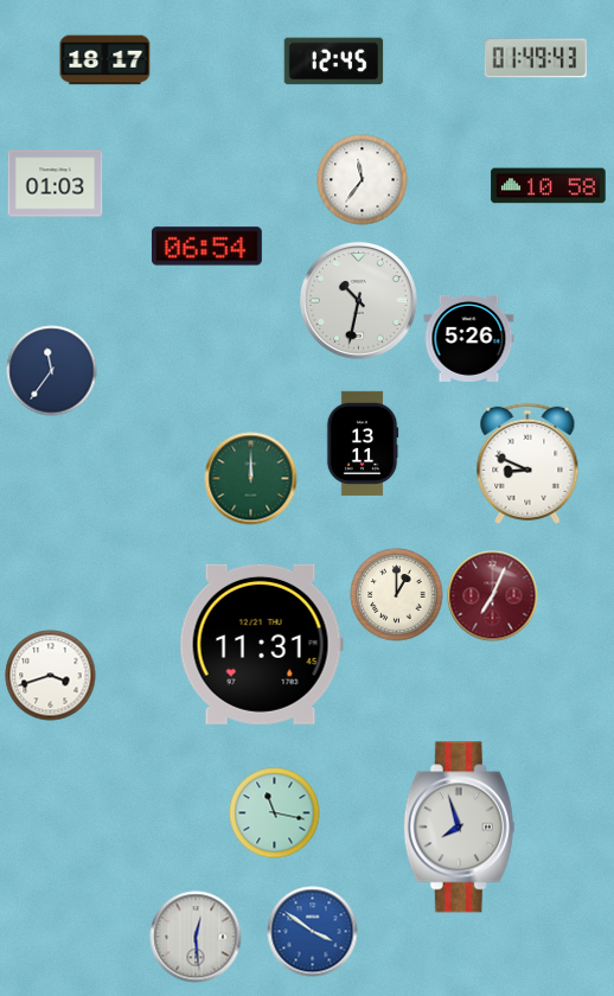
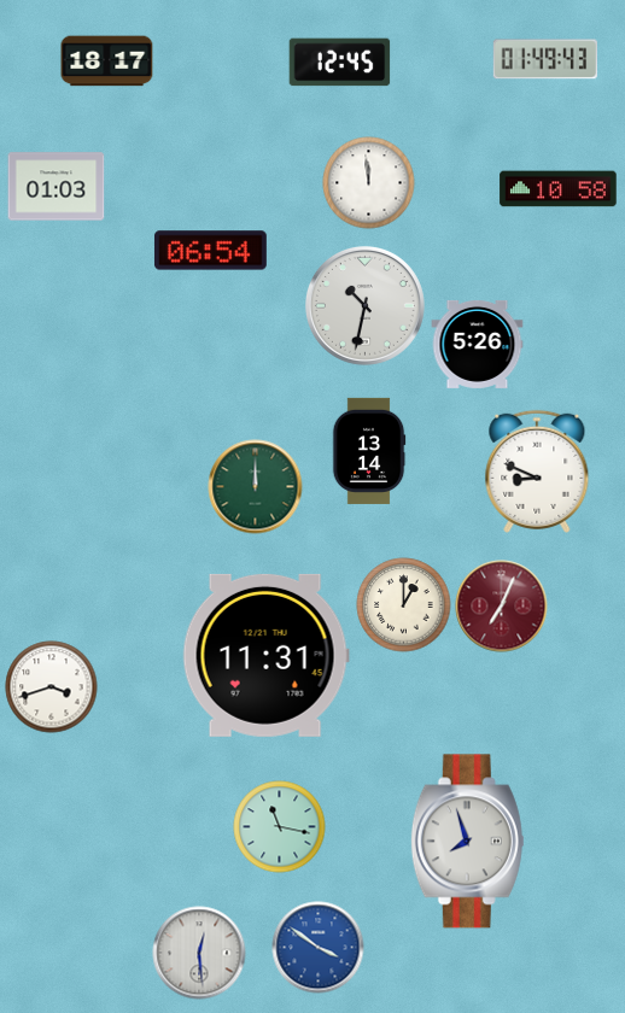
clock at (363, 180): 11:36 -> 11:59
clock at (52, 371): 11:36 -> none
clock at (363, 443): 13:11 -> 13:14
